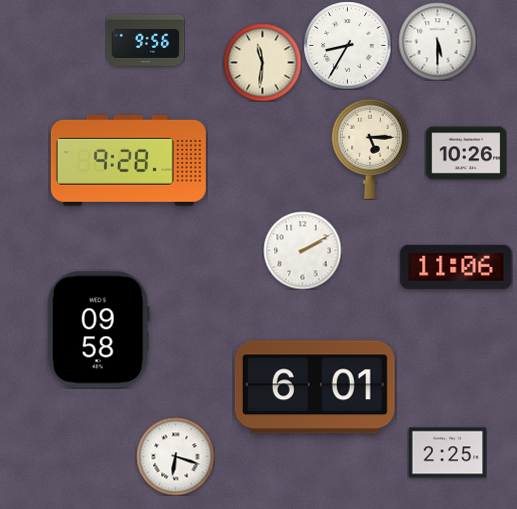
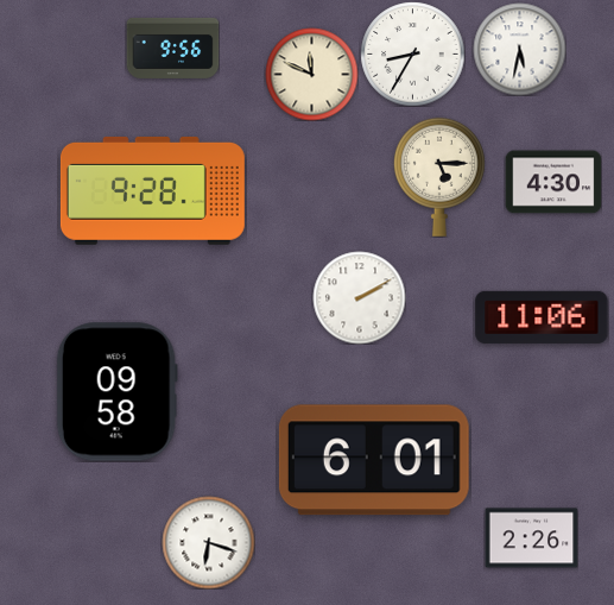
clock at (437, 41): 5:30 -> 5:32
clock at (262, 62): 11:31 -> 11:49
clock at (466, 153): 10:26 -> 4:30
clock at (447, 453): 2:25 -> 2:26
